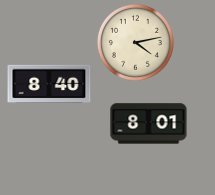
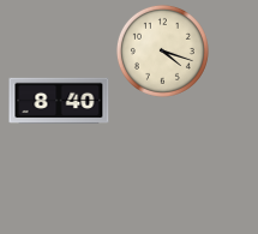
clock at (135, 42): 4:13 -> 4:18
clock at (149, 124): 8:01 -> none
